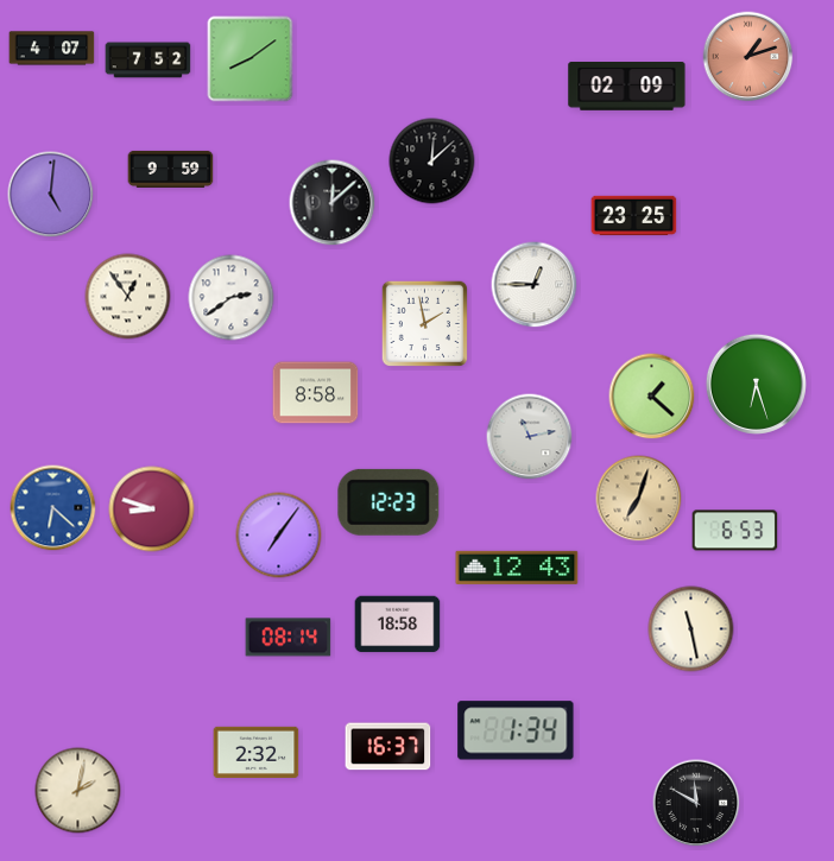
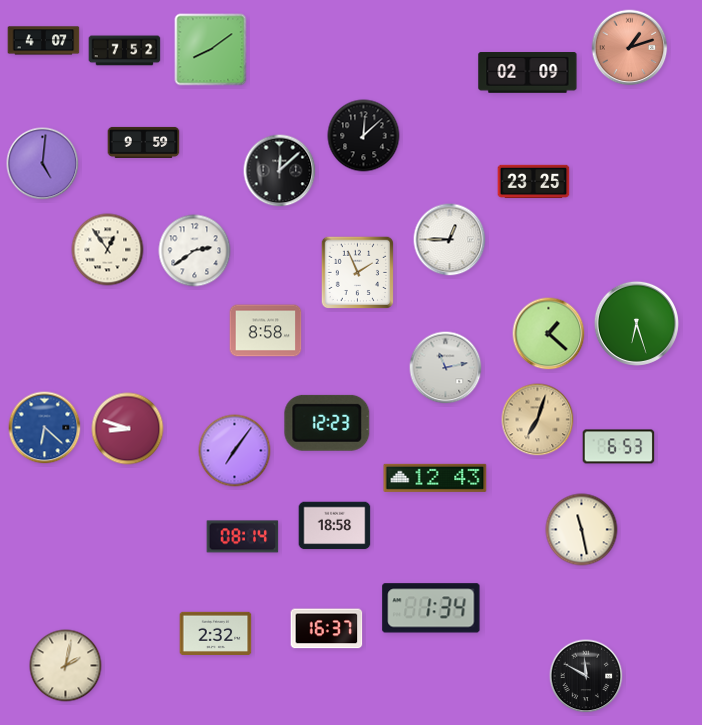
clock at (425, 324): 1:58 -> 1:56
clock at (516, 730) position: (516, 730) -> (431, 608)
